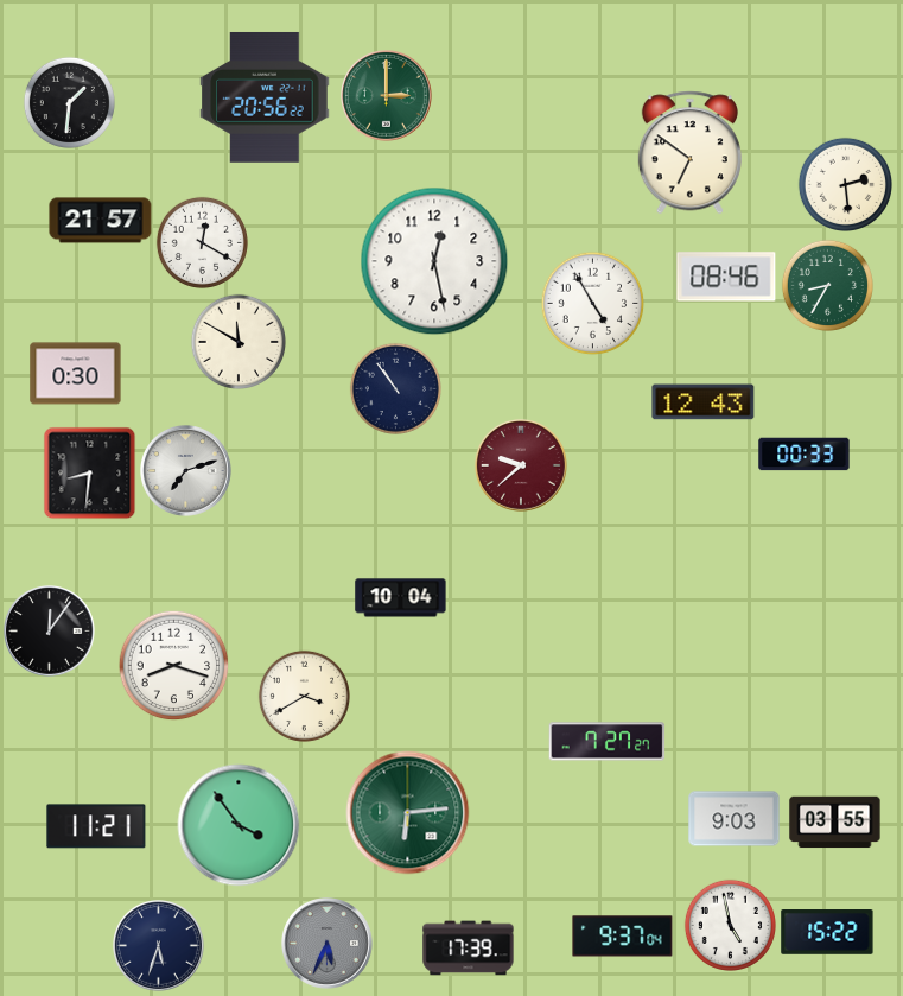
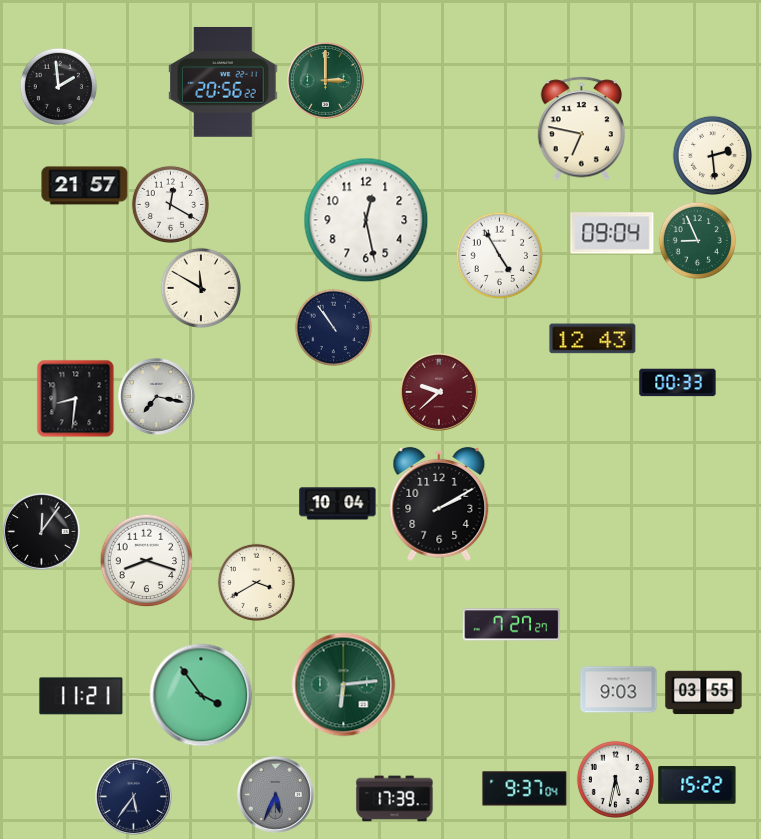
clock at (69, 102): 1:31 -> 1:59
clock at (689, 153): 6:51 -> 6:47
clock at (726, 277): 08:46 -> 09:04
clock at (827, 285): 8:35 -> 8:56
clock at (76, 374): 0:30 -> none
clock at (186, 471): 7:12 -> 7:17
clock at (439, 504): none -> 2:10
clock at (304, 696) position: (304, 696) -> (256, 582)
clock at (730, 925): 4:58 -> 5:32
clock at (159, 946): 5:33 -> 5:36
